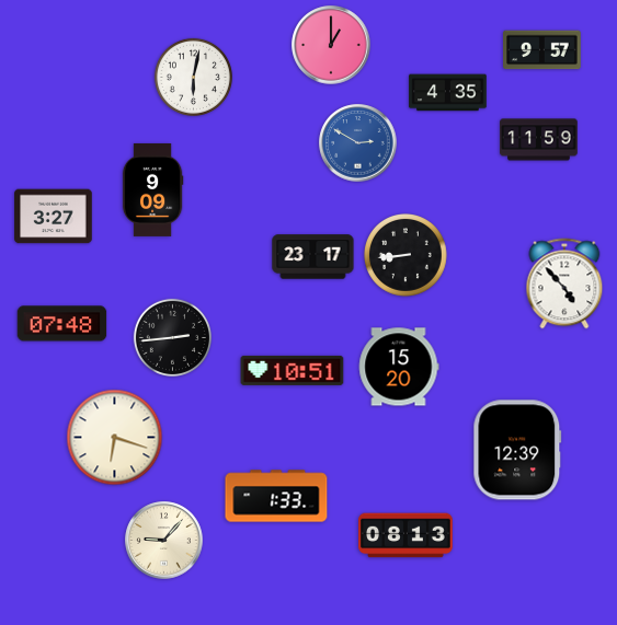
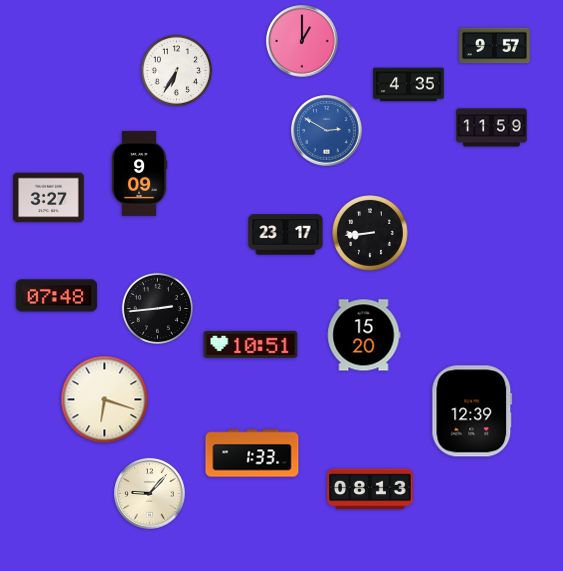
clock at (193, 77): 6:02 -> 6:35
clock at (564, 283): 4:53 -> none
clock at (293, 370) position: (293, 370) -> (251, 344)
